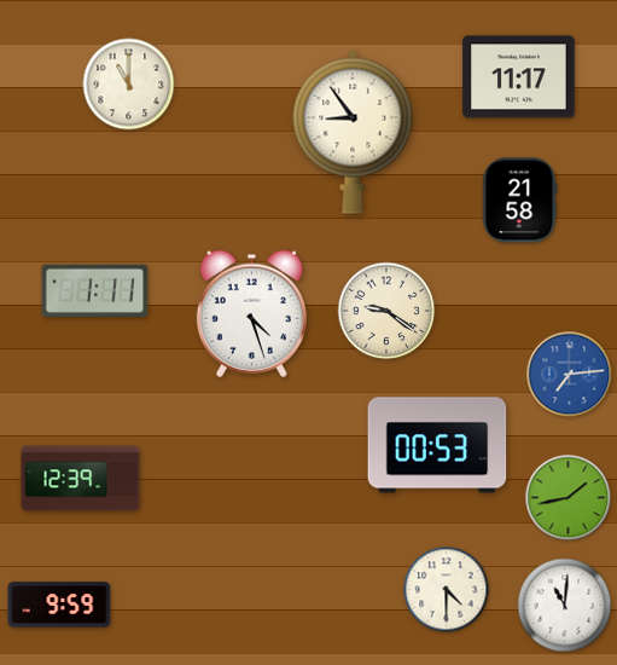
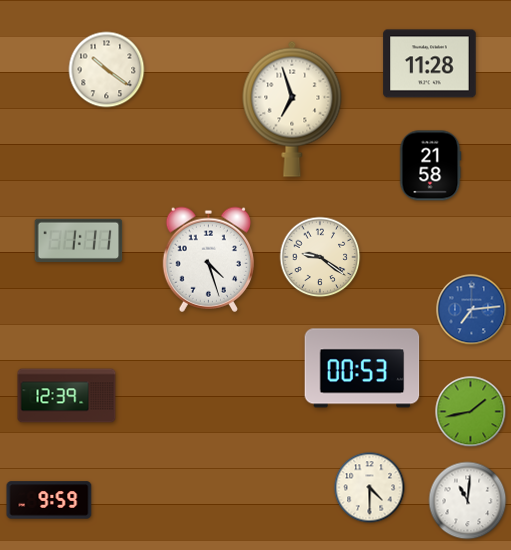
clock at (519, 77): 11:17 -> 11:28
clock at (129, 85): 11:00 -> 10:21
clock at (353, 132): 8:54 -> 6:57
